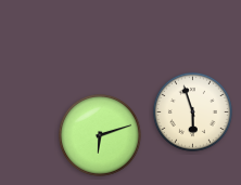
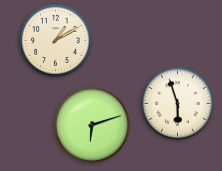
clock at (55, 40): none -> 1:10
